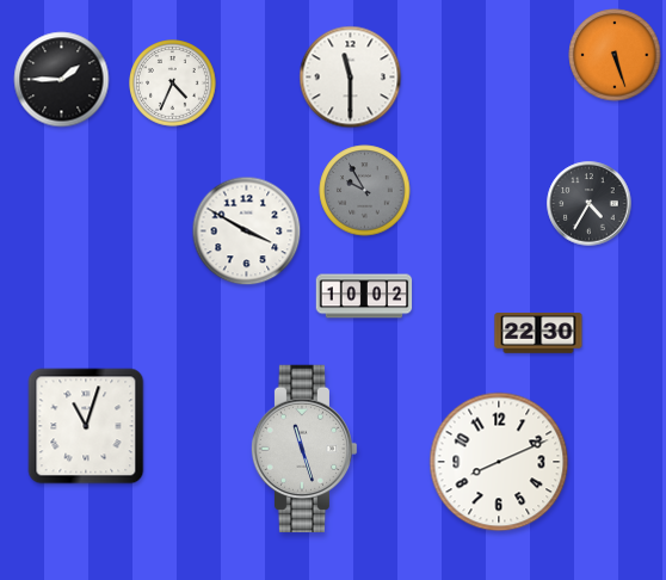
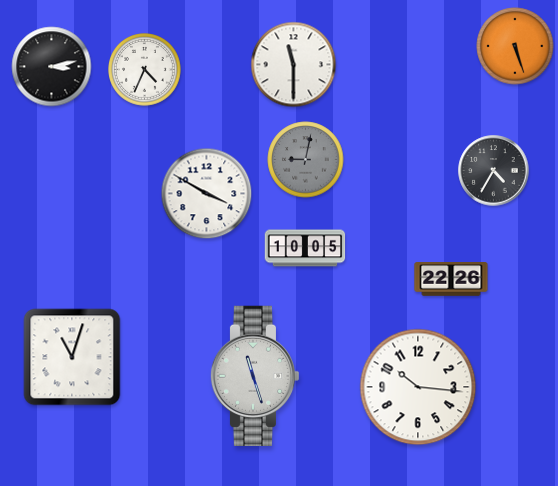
clock at (62, 80): 1:45 -> 3:13
clock at (365, 191): 9:55 -> 9:02
clock at (364, 296): 10:02 -> 10:05
clock at (538, 333): 22:30 -> 22:26
clock at (499, 462): 8:11 -> 10:16
